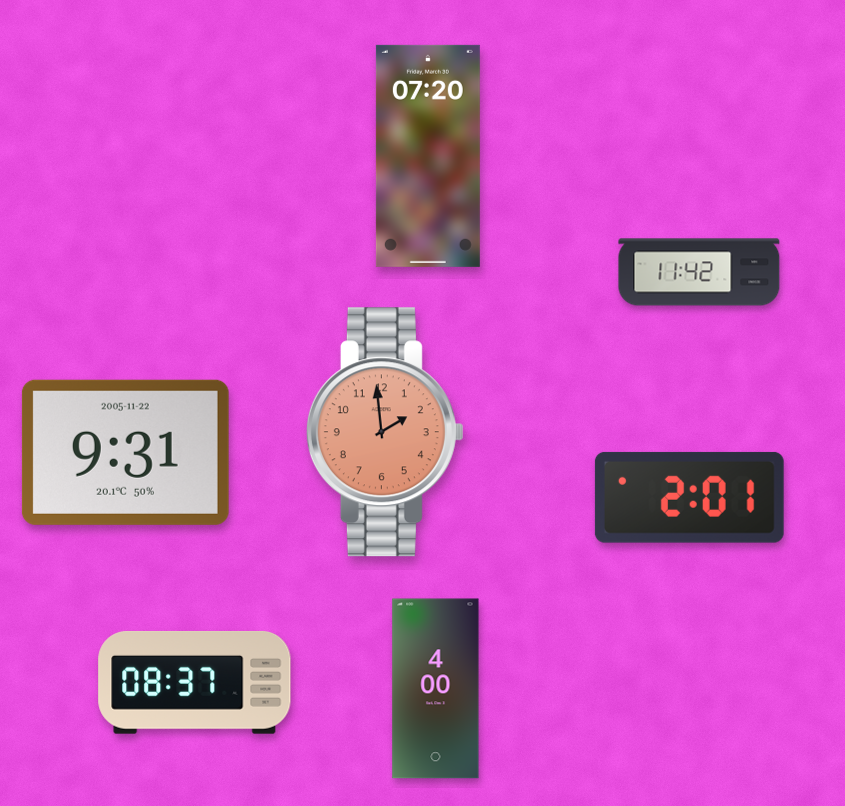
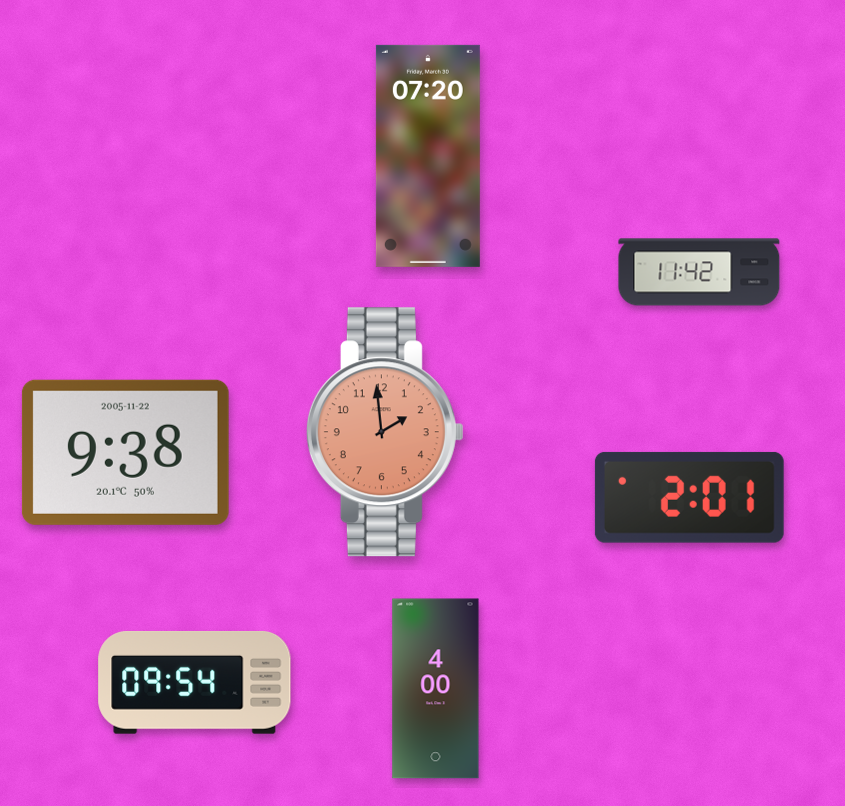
clock at (125, 452): 9:31 -> 9:38
clock at (195, 682): 08:37 -> 09:54
